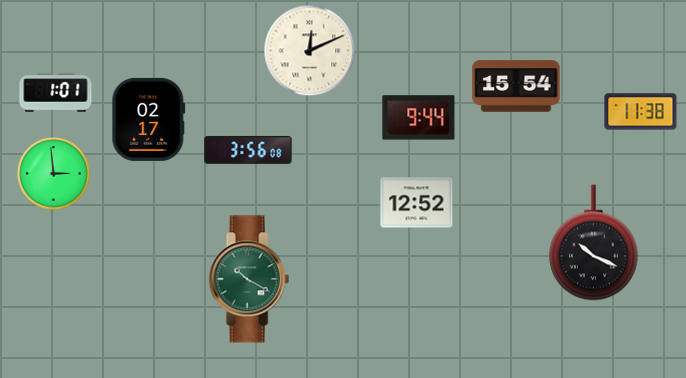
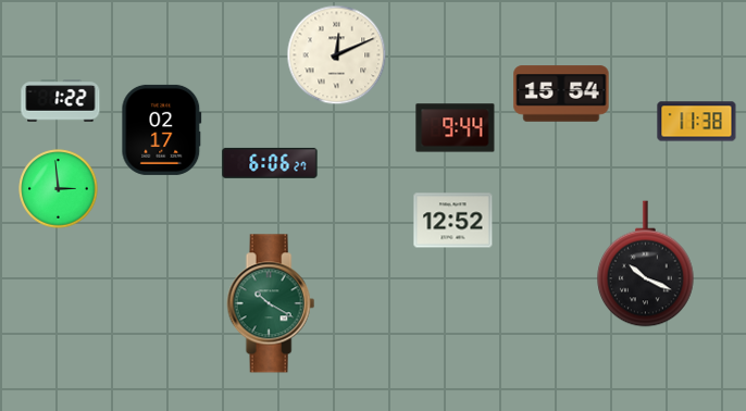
clock at (56, 93): 1:01 -> 1:22
clock at (248, 150): 3:56 -> 6:06
